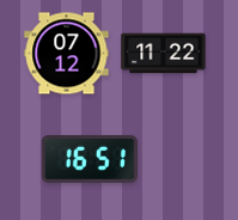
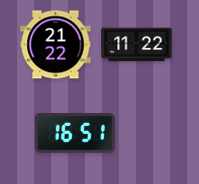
clock at (67, 54): 07:12 -> 21:22
